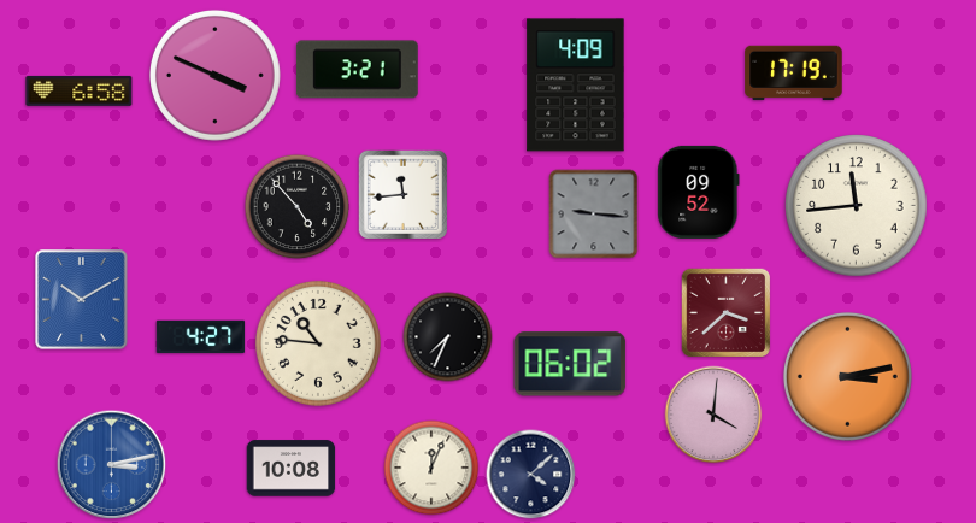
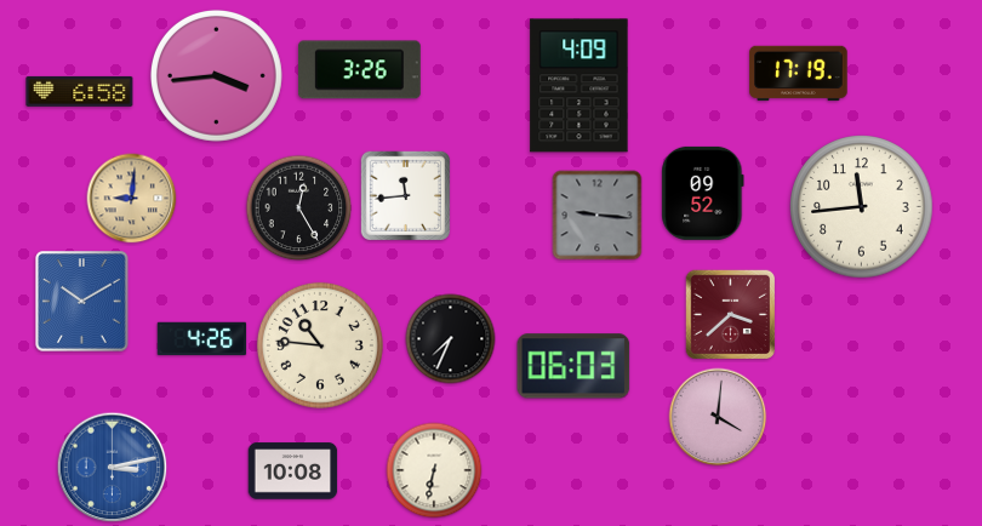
clock at (357, 70): 3:21 -> 3:26
clock at (214, 75): 3:49 -> 3:44
clock at (132, 199): none -> 9:01
clock at (298, 207): 4:53 -> 12:25
clock at (201, 337): 4:27 -> 4:26
clock at (570, 364): 06:02 -> 06:03
clock at (847, 376): 3:13 -> none
clock at (431, 468): 12:04 -> 6:32
clock at (531, 475): 4:08 -> none
